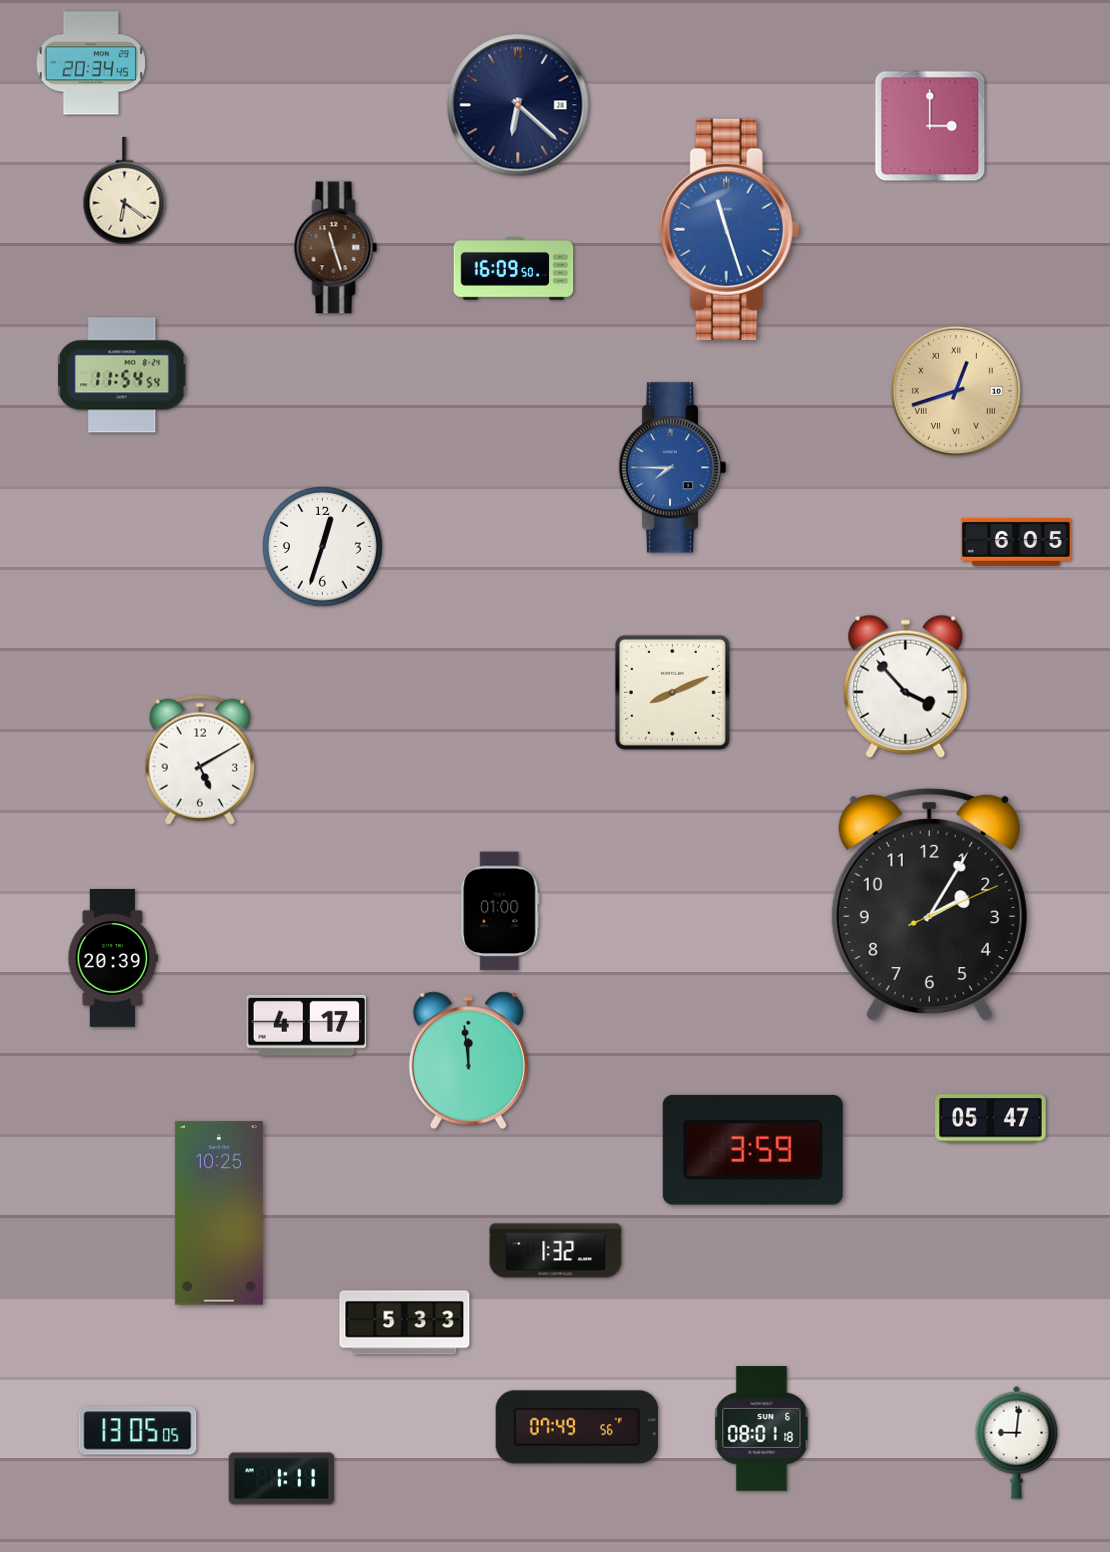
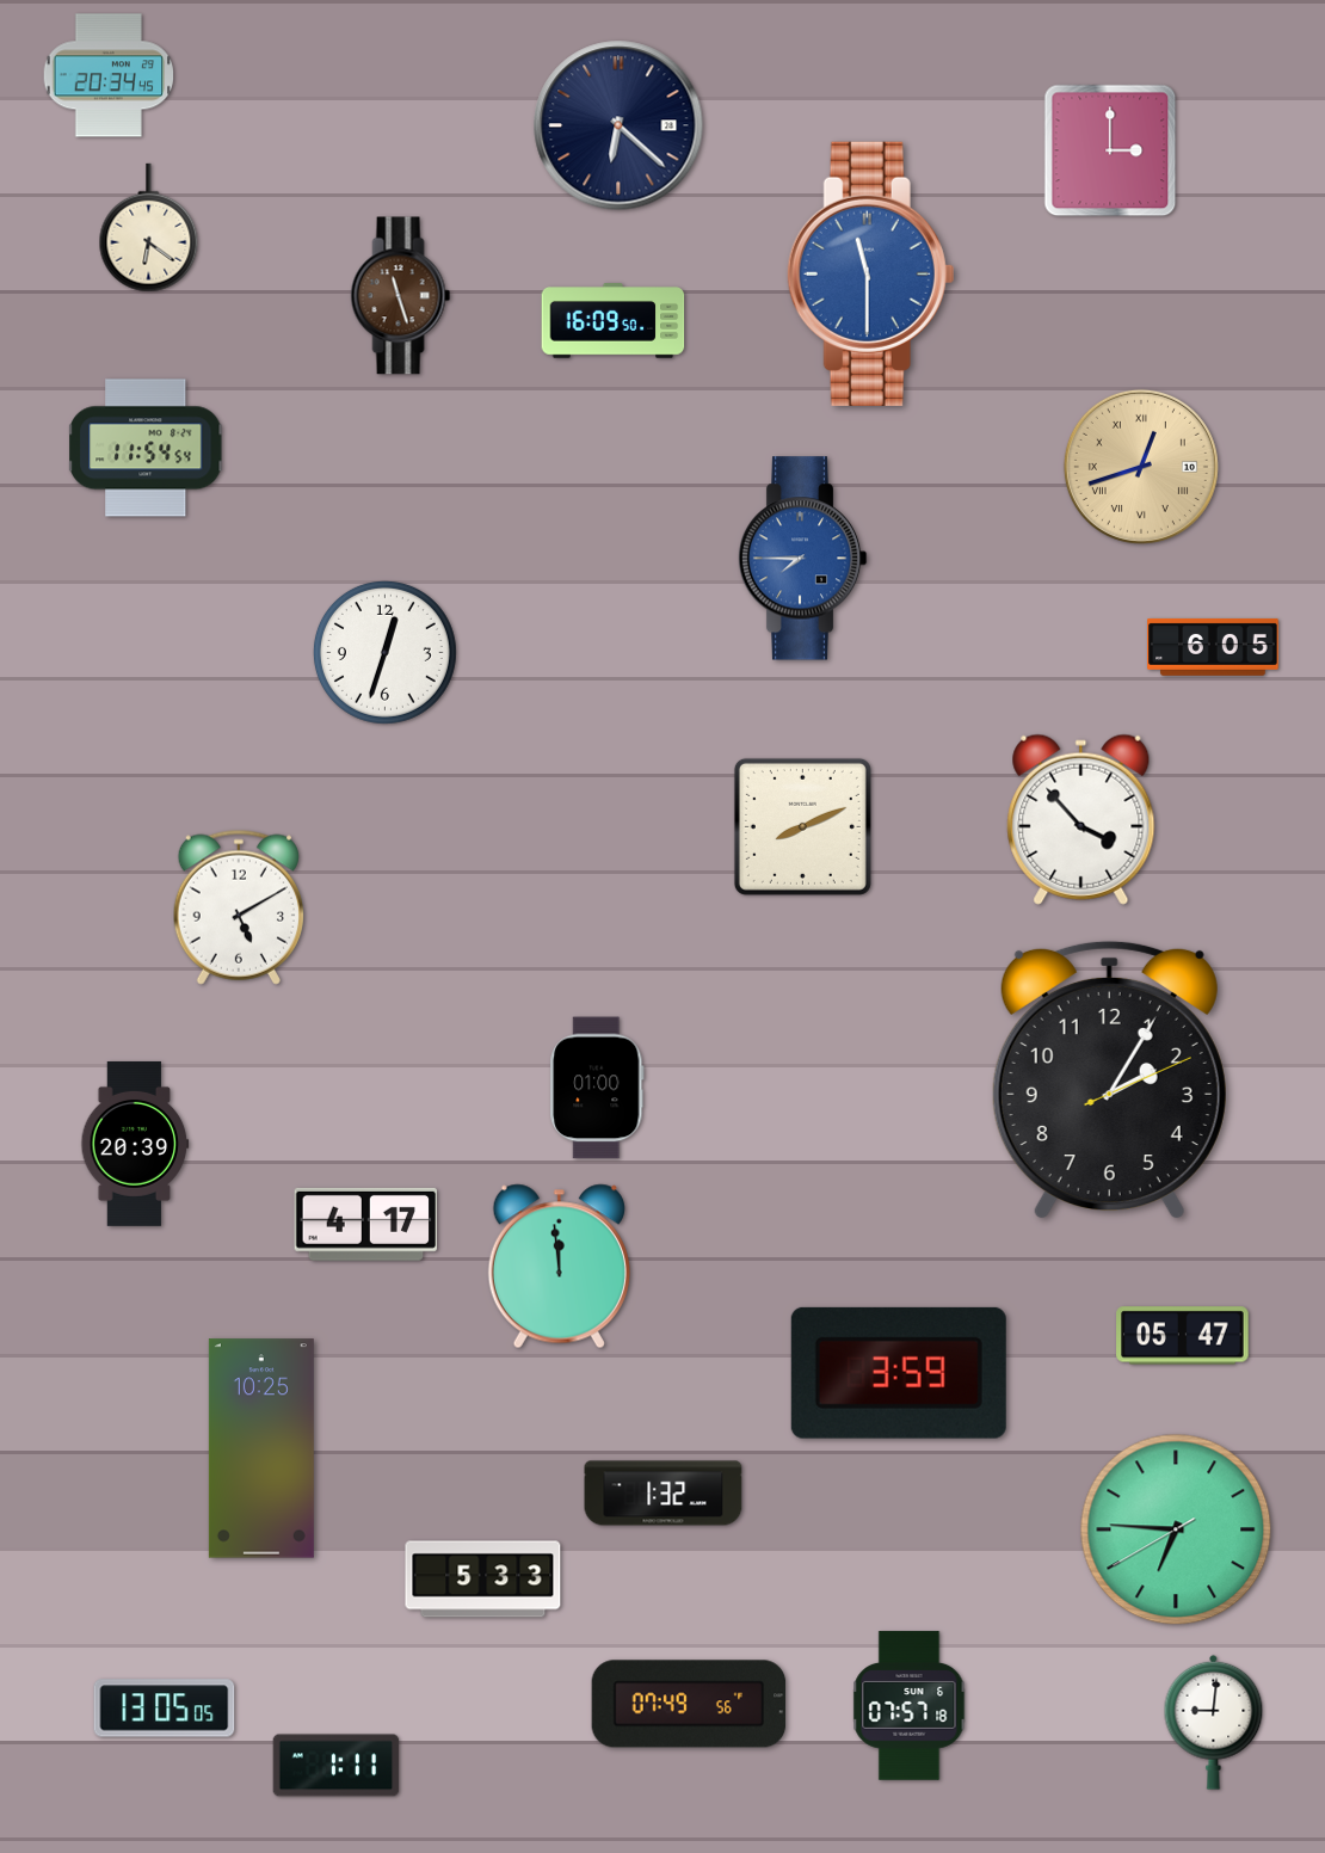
clock at (730, 229): 11:27 -> 11:30
clock at (1176, 1529): none -> 6:45
clock at (762, 1429): 08:01 -> 07:57
